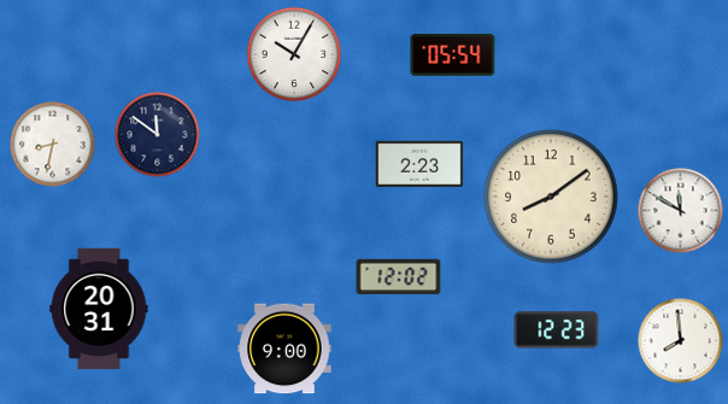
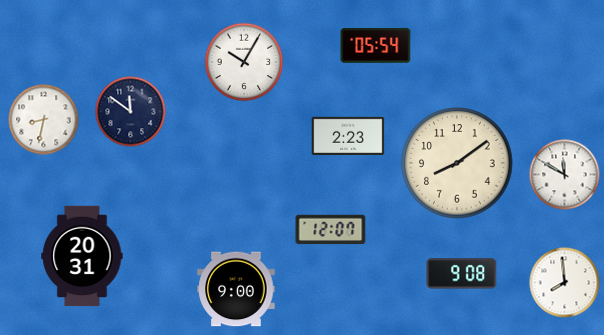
clock at (294, 54) position: (294, 54) -> (244, 62)
clock at (399, 277): 12:02 -> 12:07
clock at (557, 330): 12:23 -> 9:08
